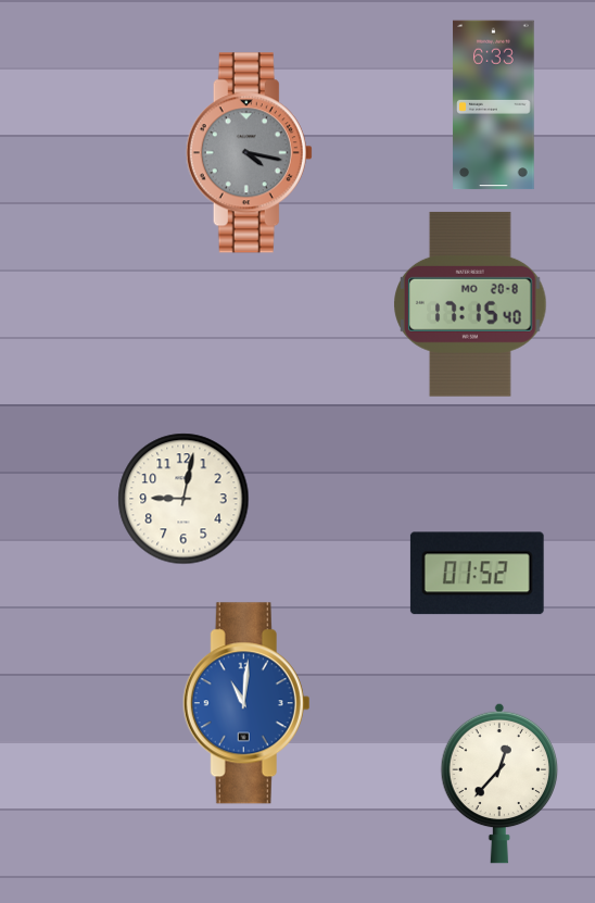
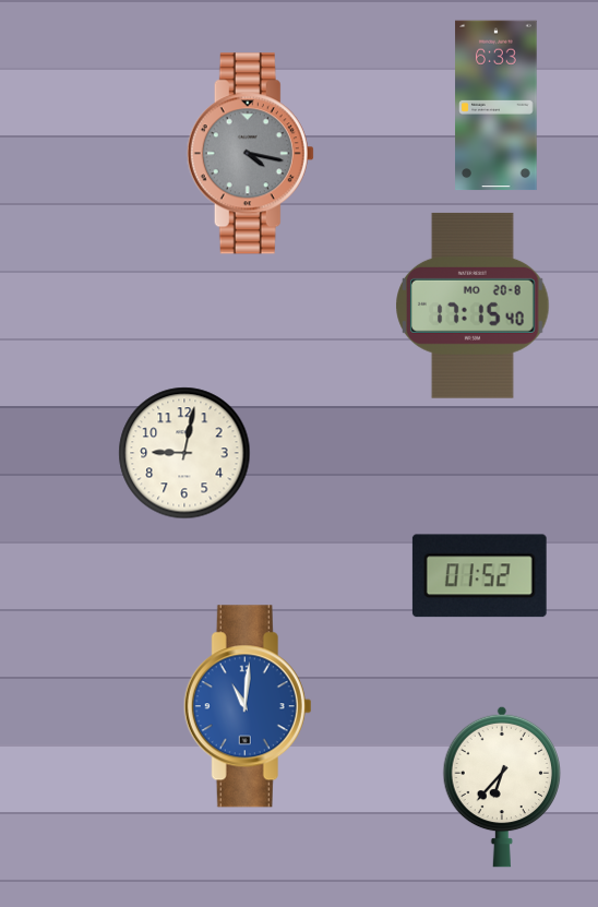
clock at (183, 499) position: (183, 499) -> (184, 453)
clock at (499, 783): 12:37 -> 6:37
